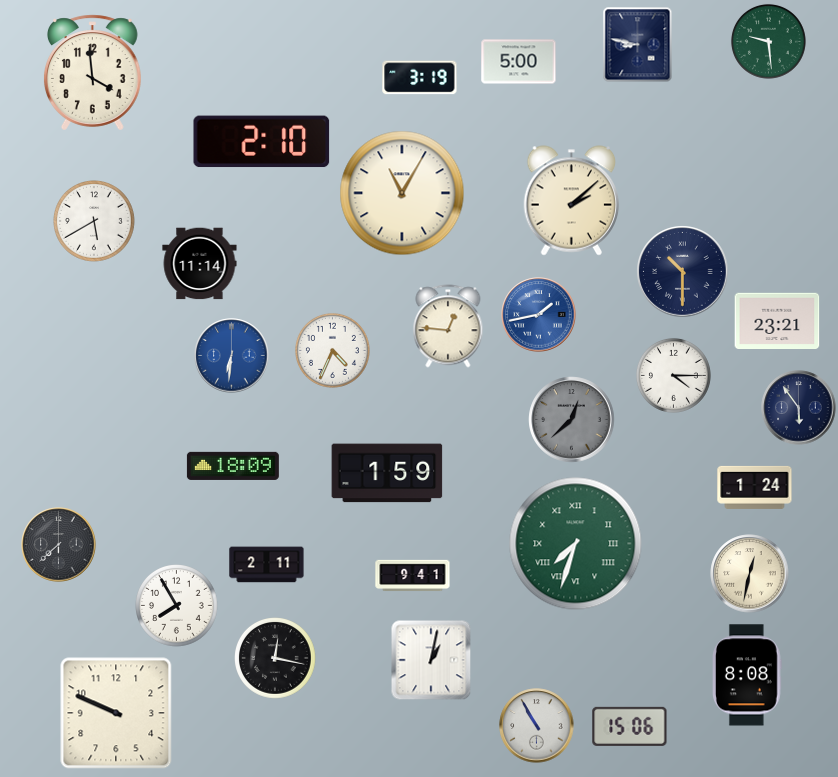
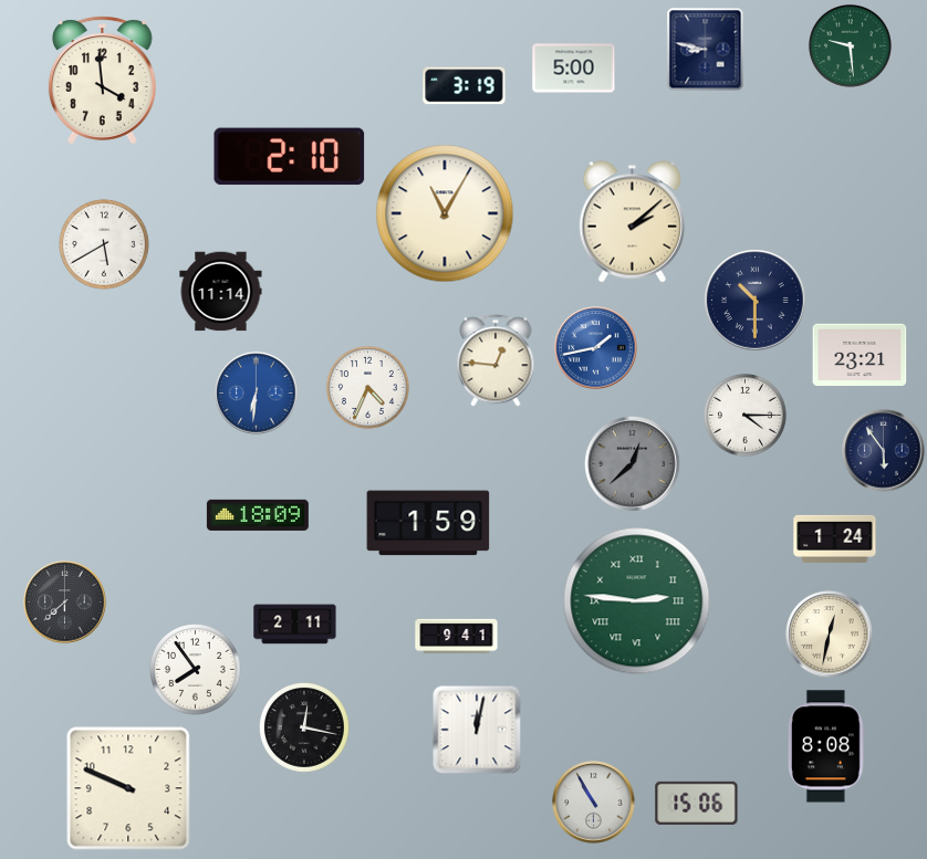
clock at (576, 544): 7:33 -> 2:46
clock at (177, 606): 7:55 -> 7:54
clock at (431, 660): 1:02 -> 12:02
